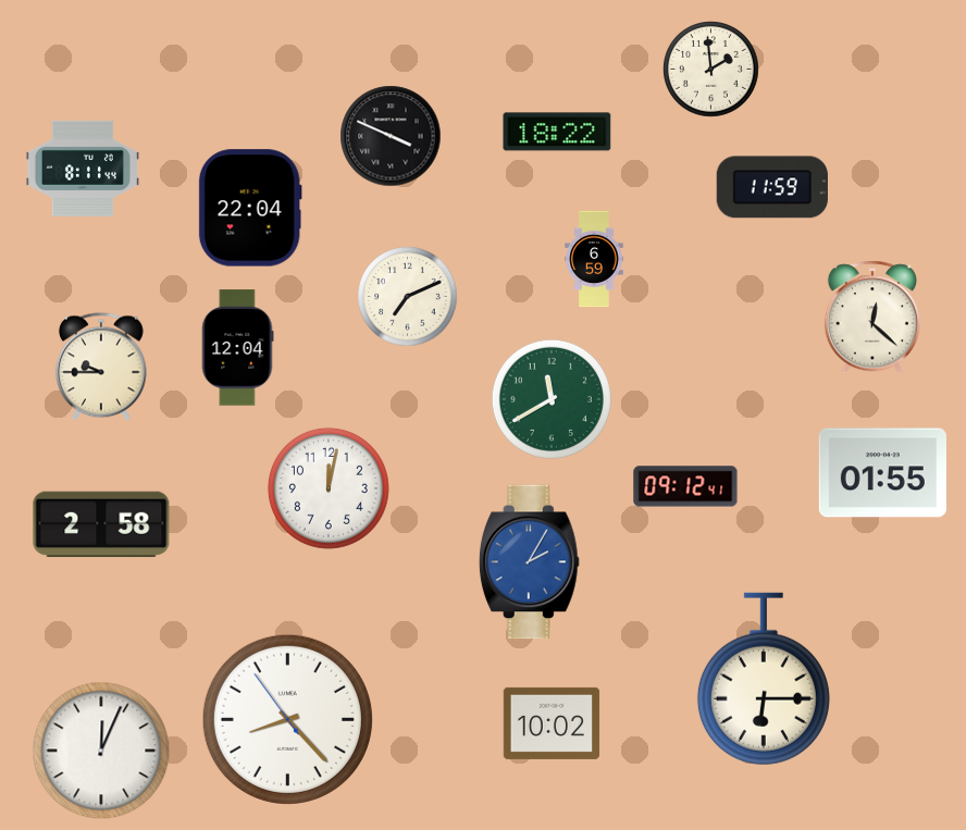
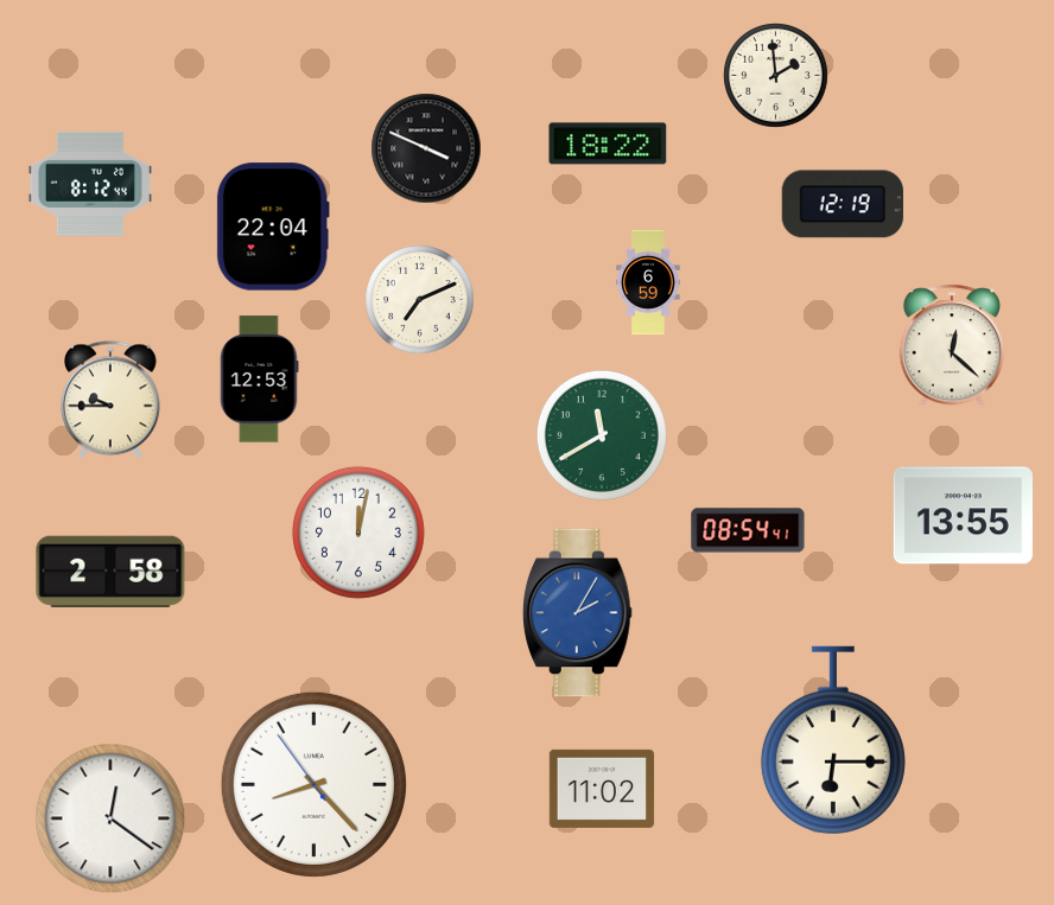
clock at (83, 169): 8:11 -> 8:12
clock at (772, 187): 11:59 -> 12:19
clock at (408, 297) position: (408, 297) -> (420, 300)
clock at (237, 348): 12:04 -> 12:53
clock at (882, 473): 01:55 -> 13:55
clock at (685, 486): 09:12 -> 08:54
clock at (552, 723): 10:02 -> 11:02
clock at (101, 751): 12:04 -> 12:21
